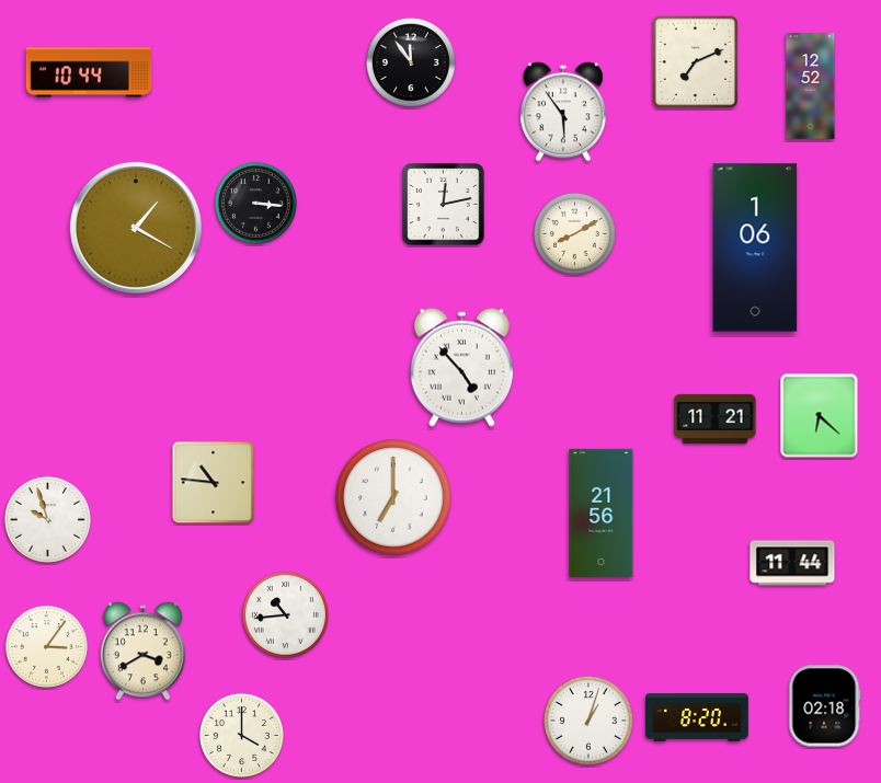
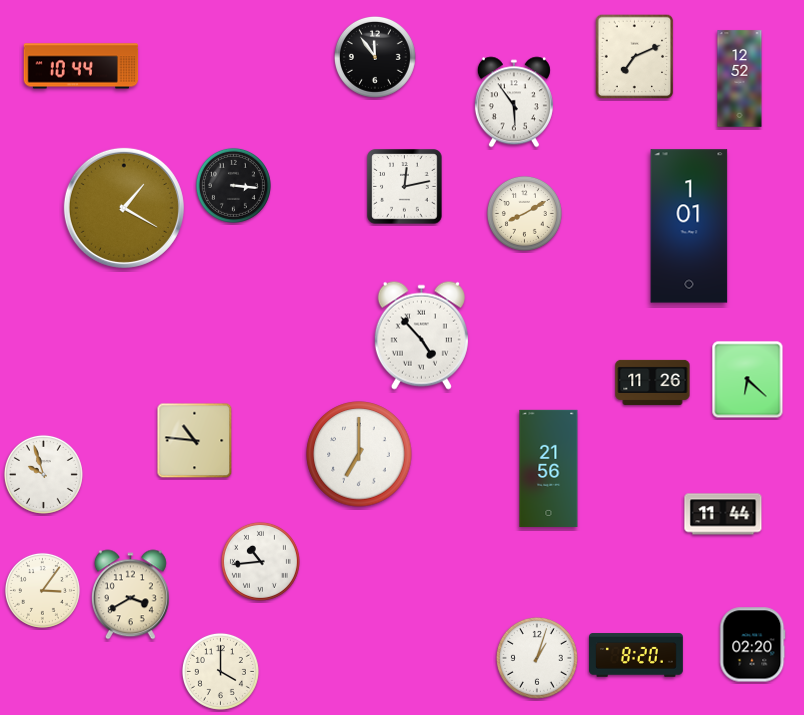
clock at (755, 247): 1:06 -> 1:01
clock at (716, 418): 11:21 -> 11:26
clock at (825, 706): 02:18 -> 02:20
